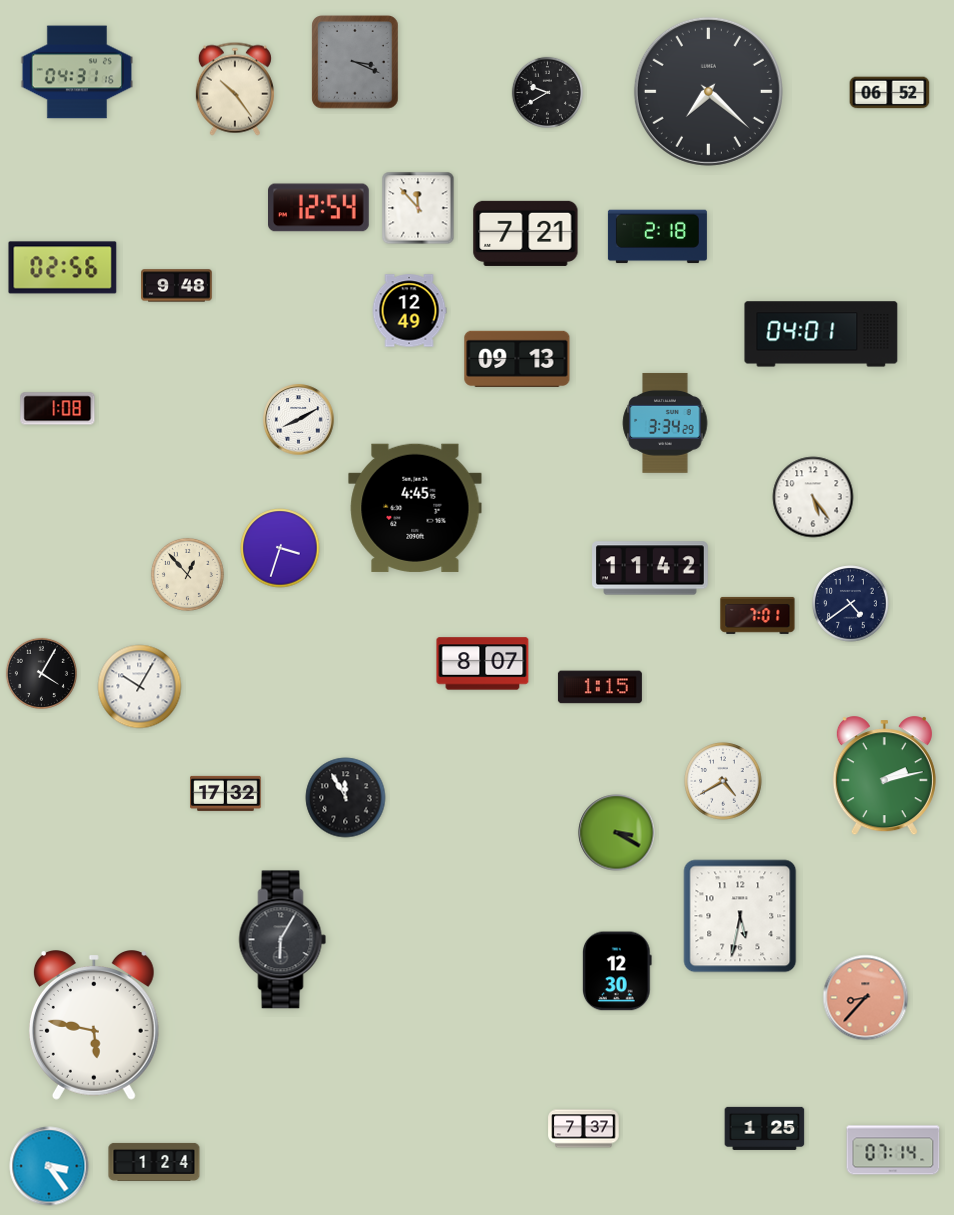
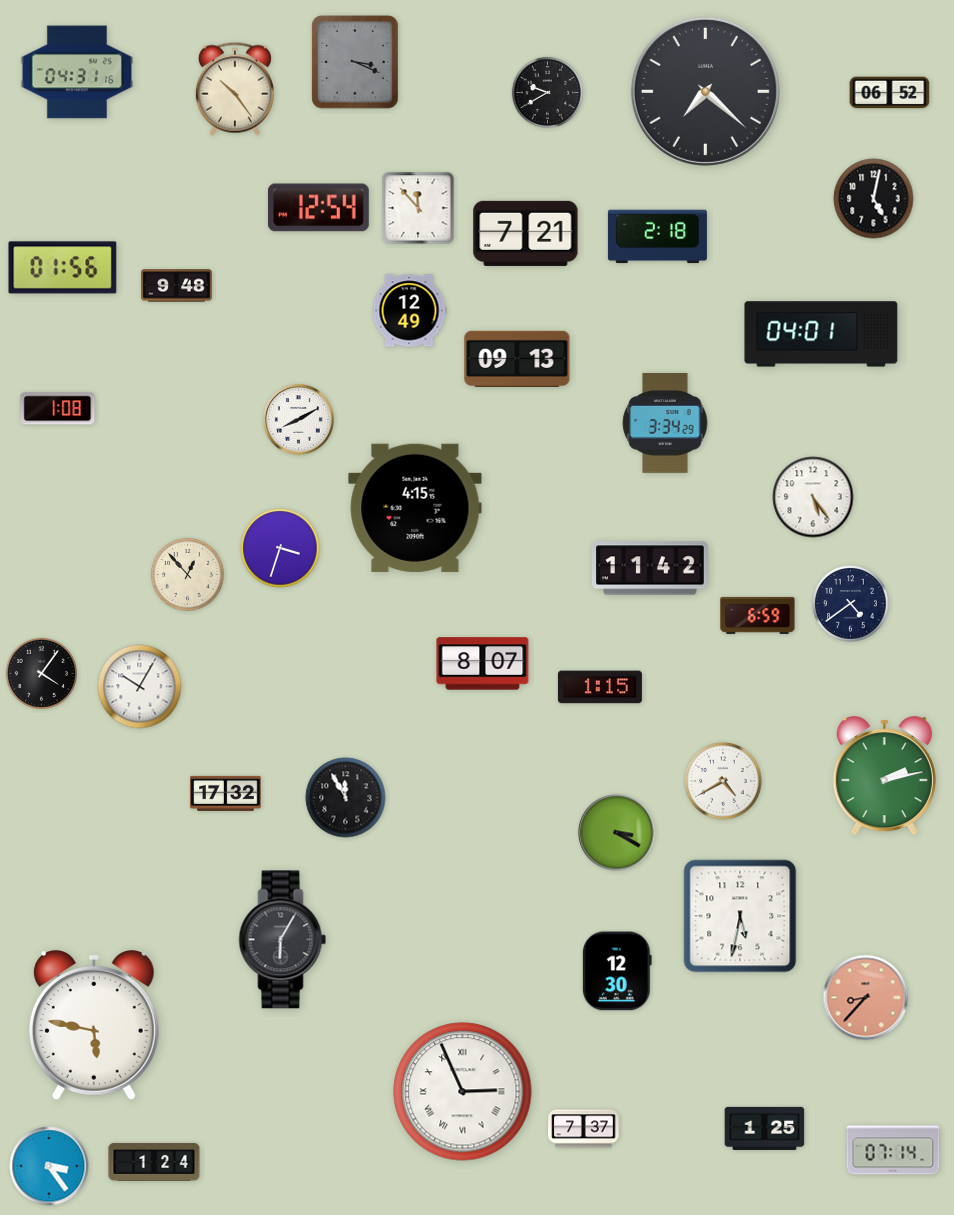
clock at (708, 91) position: (708, 91) -> (705, 91)
clock at (874, 199): none -> 5:02
clock at (63, 268): 02:56 -> 01:56
clock at (415, 508): 4:45 -> 4:15
clock at (758, 615): 7:01 -> 6:59
clock at (41, 673): 4:05 -> 4:06
clock at (463, 1092): none -> 2:56
